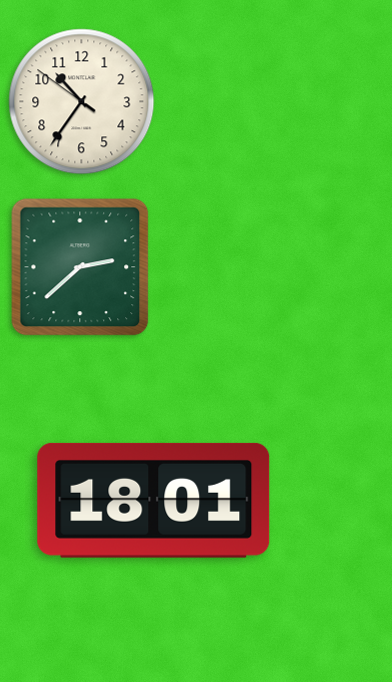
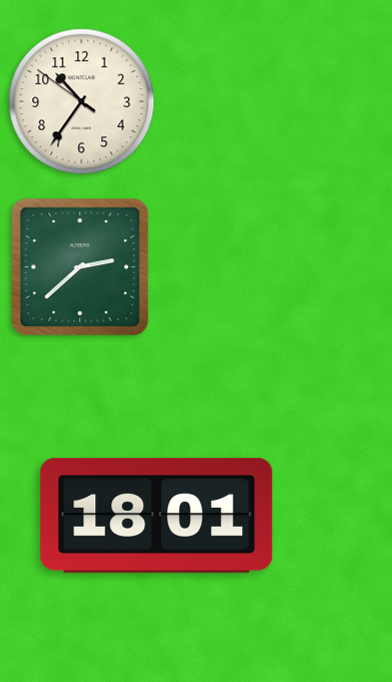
clock at (154, 500) position: (154, 500) -> (157, 515)
